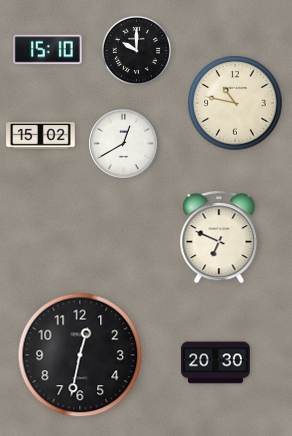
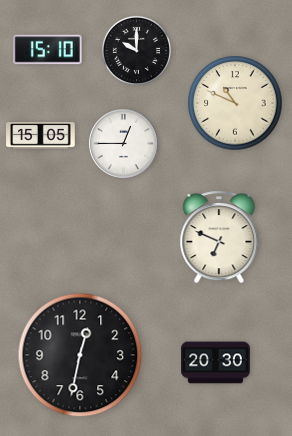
clock at (235, 103): 10:47 -> 10:49
clock at (41, 136): 15:02 -> 15:05
clock at (124, 144): 12:40 -> 12:45
